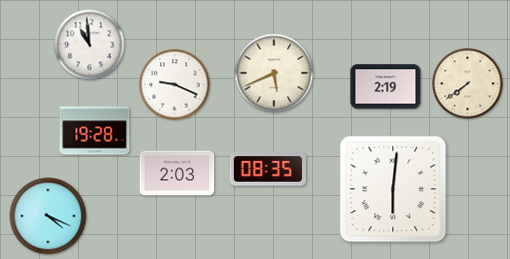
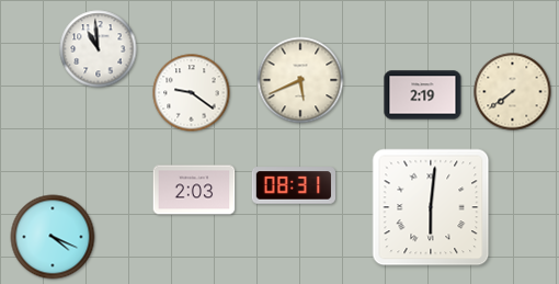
clock at (175, 85): 9:19 -> 9:21
clock at (95, 131): 19:28 -> none
clock at (268, 169): 08:35 -> 08:31
